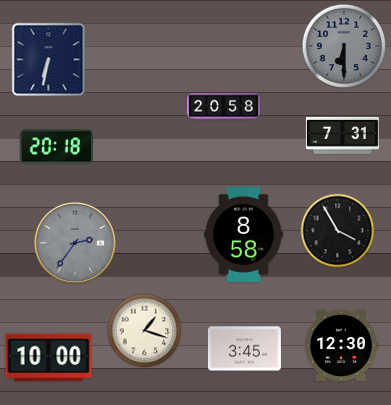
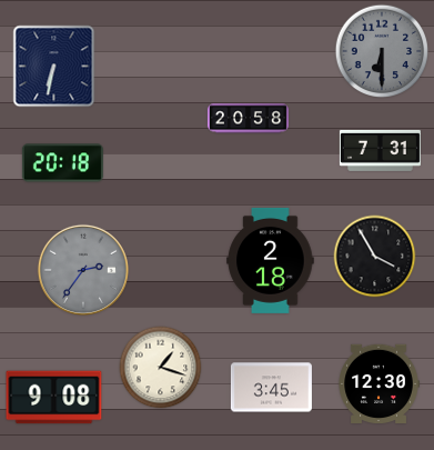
clock at (244, 234): 8:58 -> 2:18
clock at (49, 358): 10:00 -> 9:08
